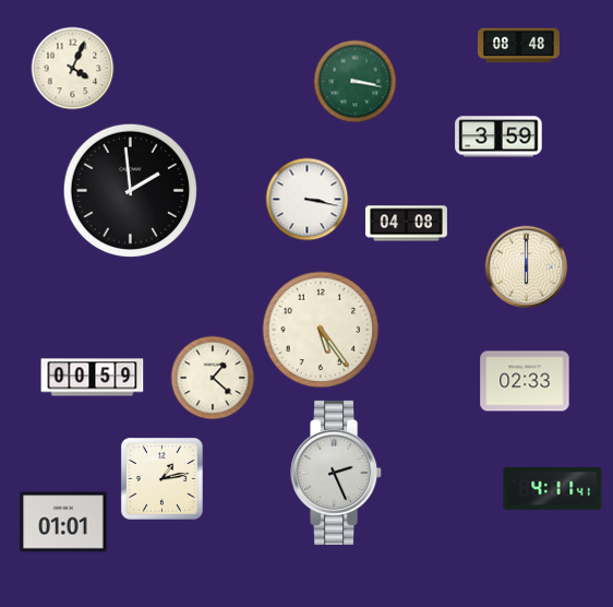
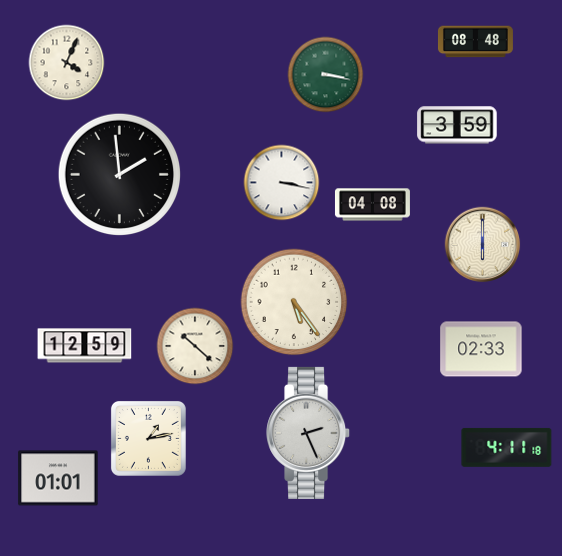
clock at (93, 378): 00:59 -> 12:59
clock at (213, 378): 1:22 -> 10:22
clock at (553, 488): 4:11:41 -> 4:11:18
